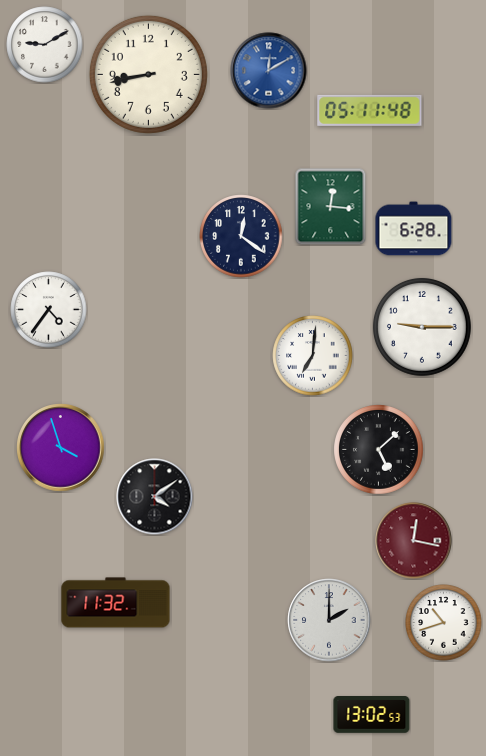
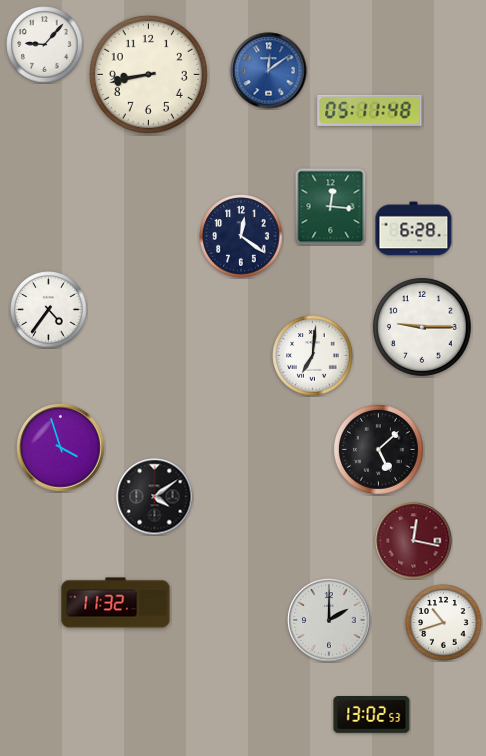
clock at (45, 45): 9:10 -> 9:07
clock at (269, 71): 12:10 -> 12:09
